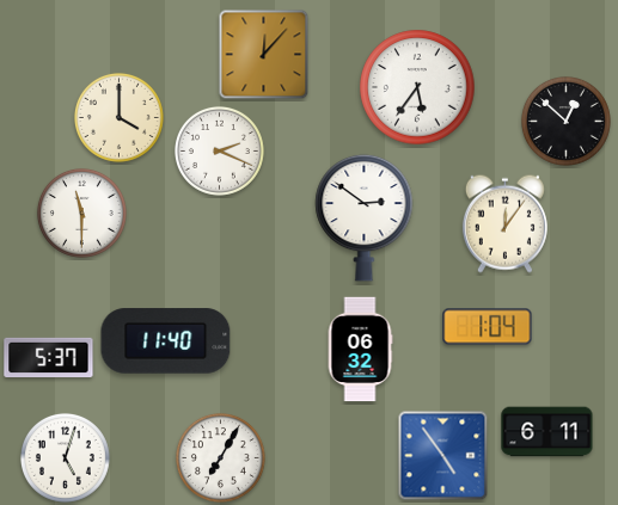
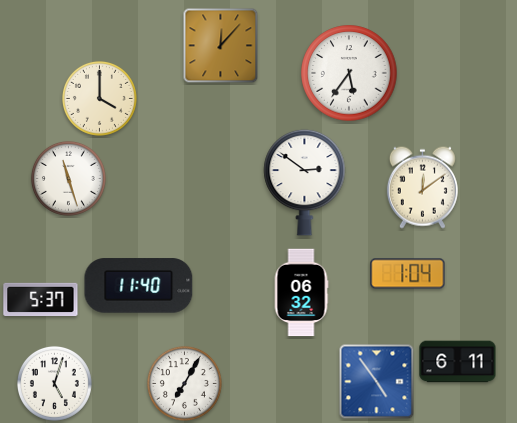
clock at (565, 121): 12:52 -> none
clock at (219, 150): 2:19 -> none
clock at (81, 213): 11:30 -> 11:27
clock at (504, 223): 12:06 -> 12:09
clock at (443, 456) position: (443, 456) -> (377, 382)
